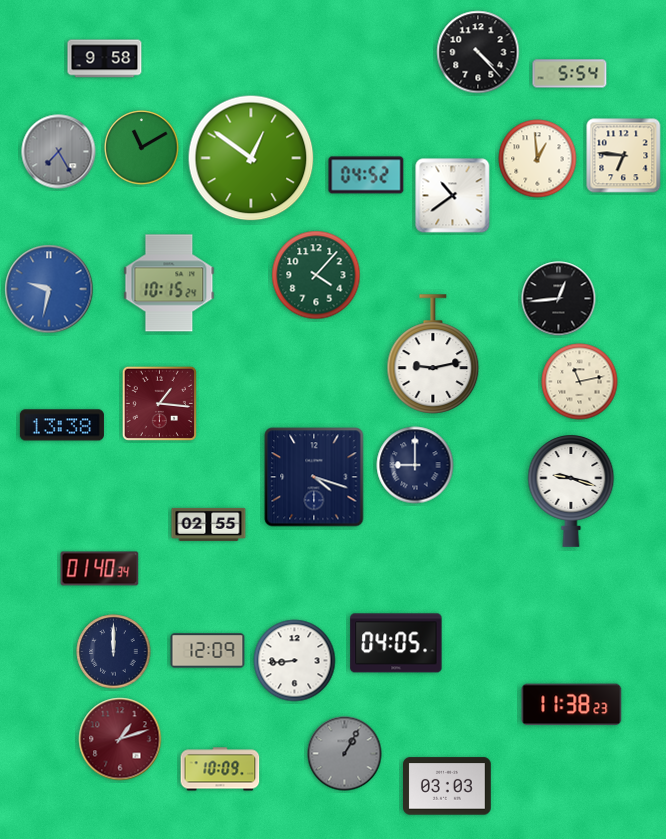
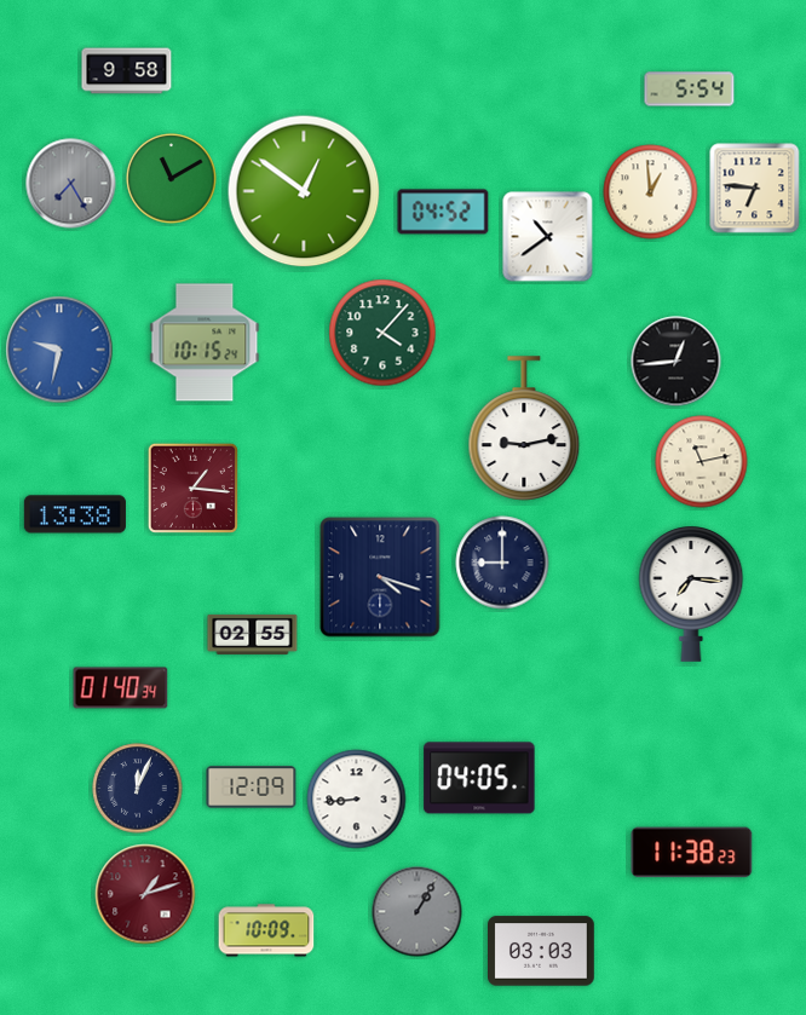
clock at (478, 52): 4:23 -> none
clock at (571, 491): 9:18 -> 7:16
clock at (114, 652): 12:00 -> 12:04
